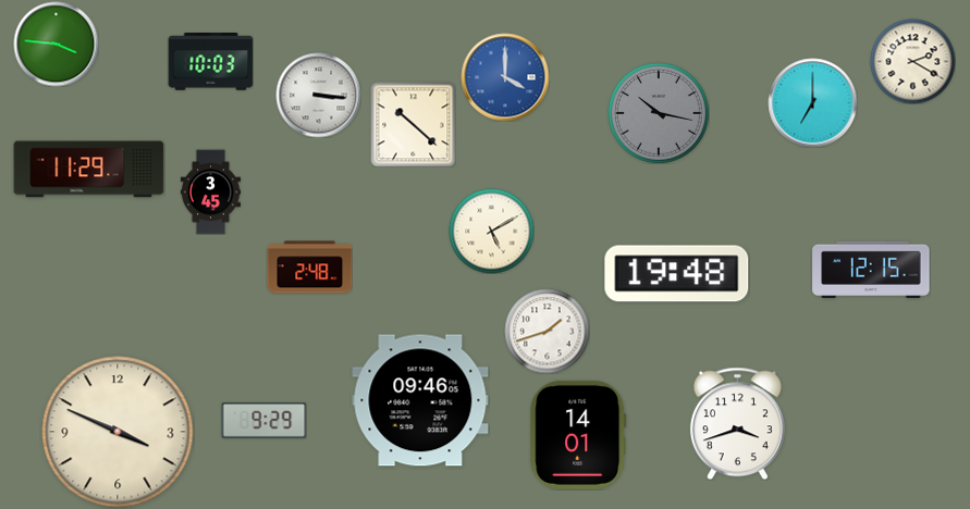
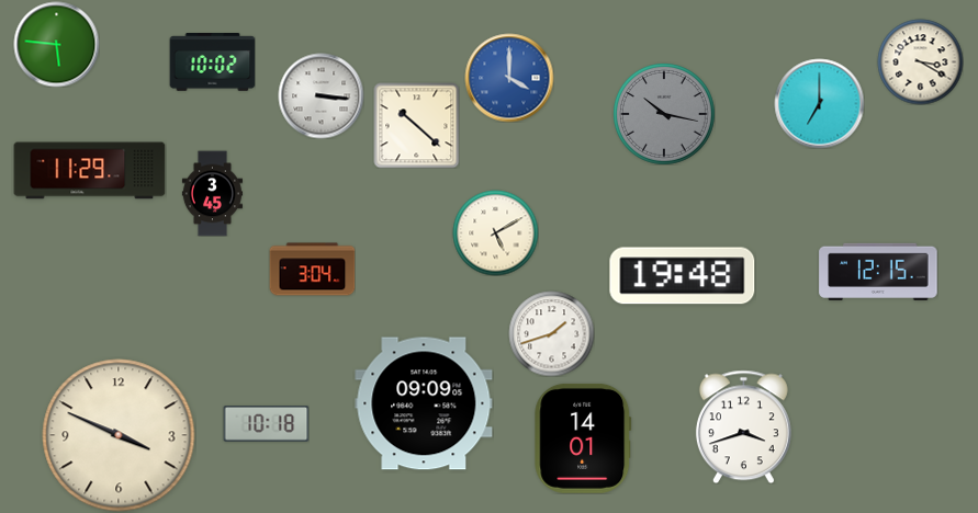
clock at (56, 44): 3:46 -> 5:46
clock at (912, 61): 2:20 -> 3:20
clock at (210, 62): 10:03 -> 10:02
clock at (309, 268): 2:48 -> 3:04
clock at (420, 400): 09:46 -> 09:09
clock at (263, 421): 9:29 -> 10:18
